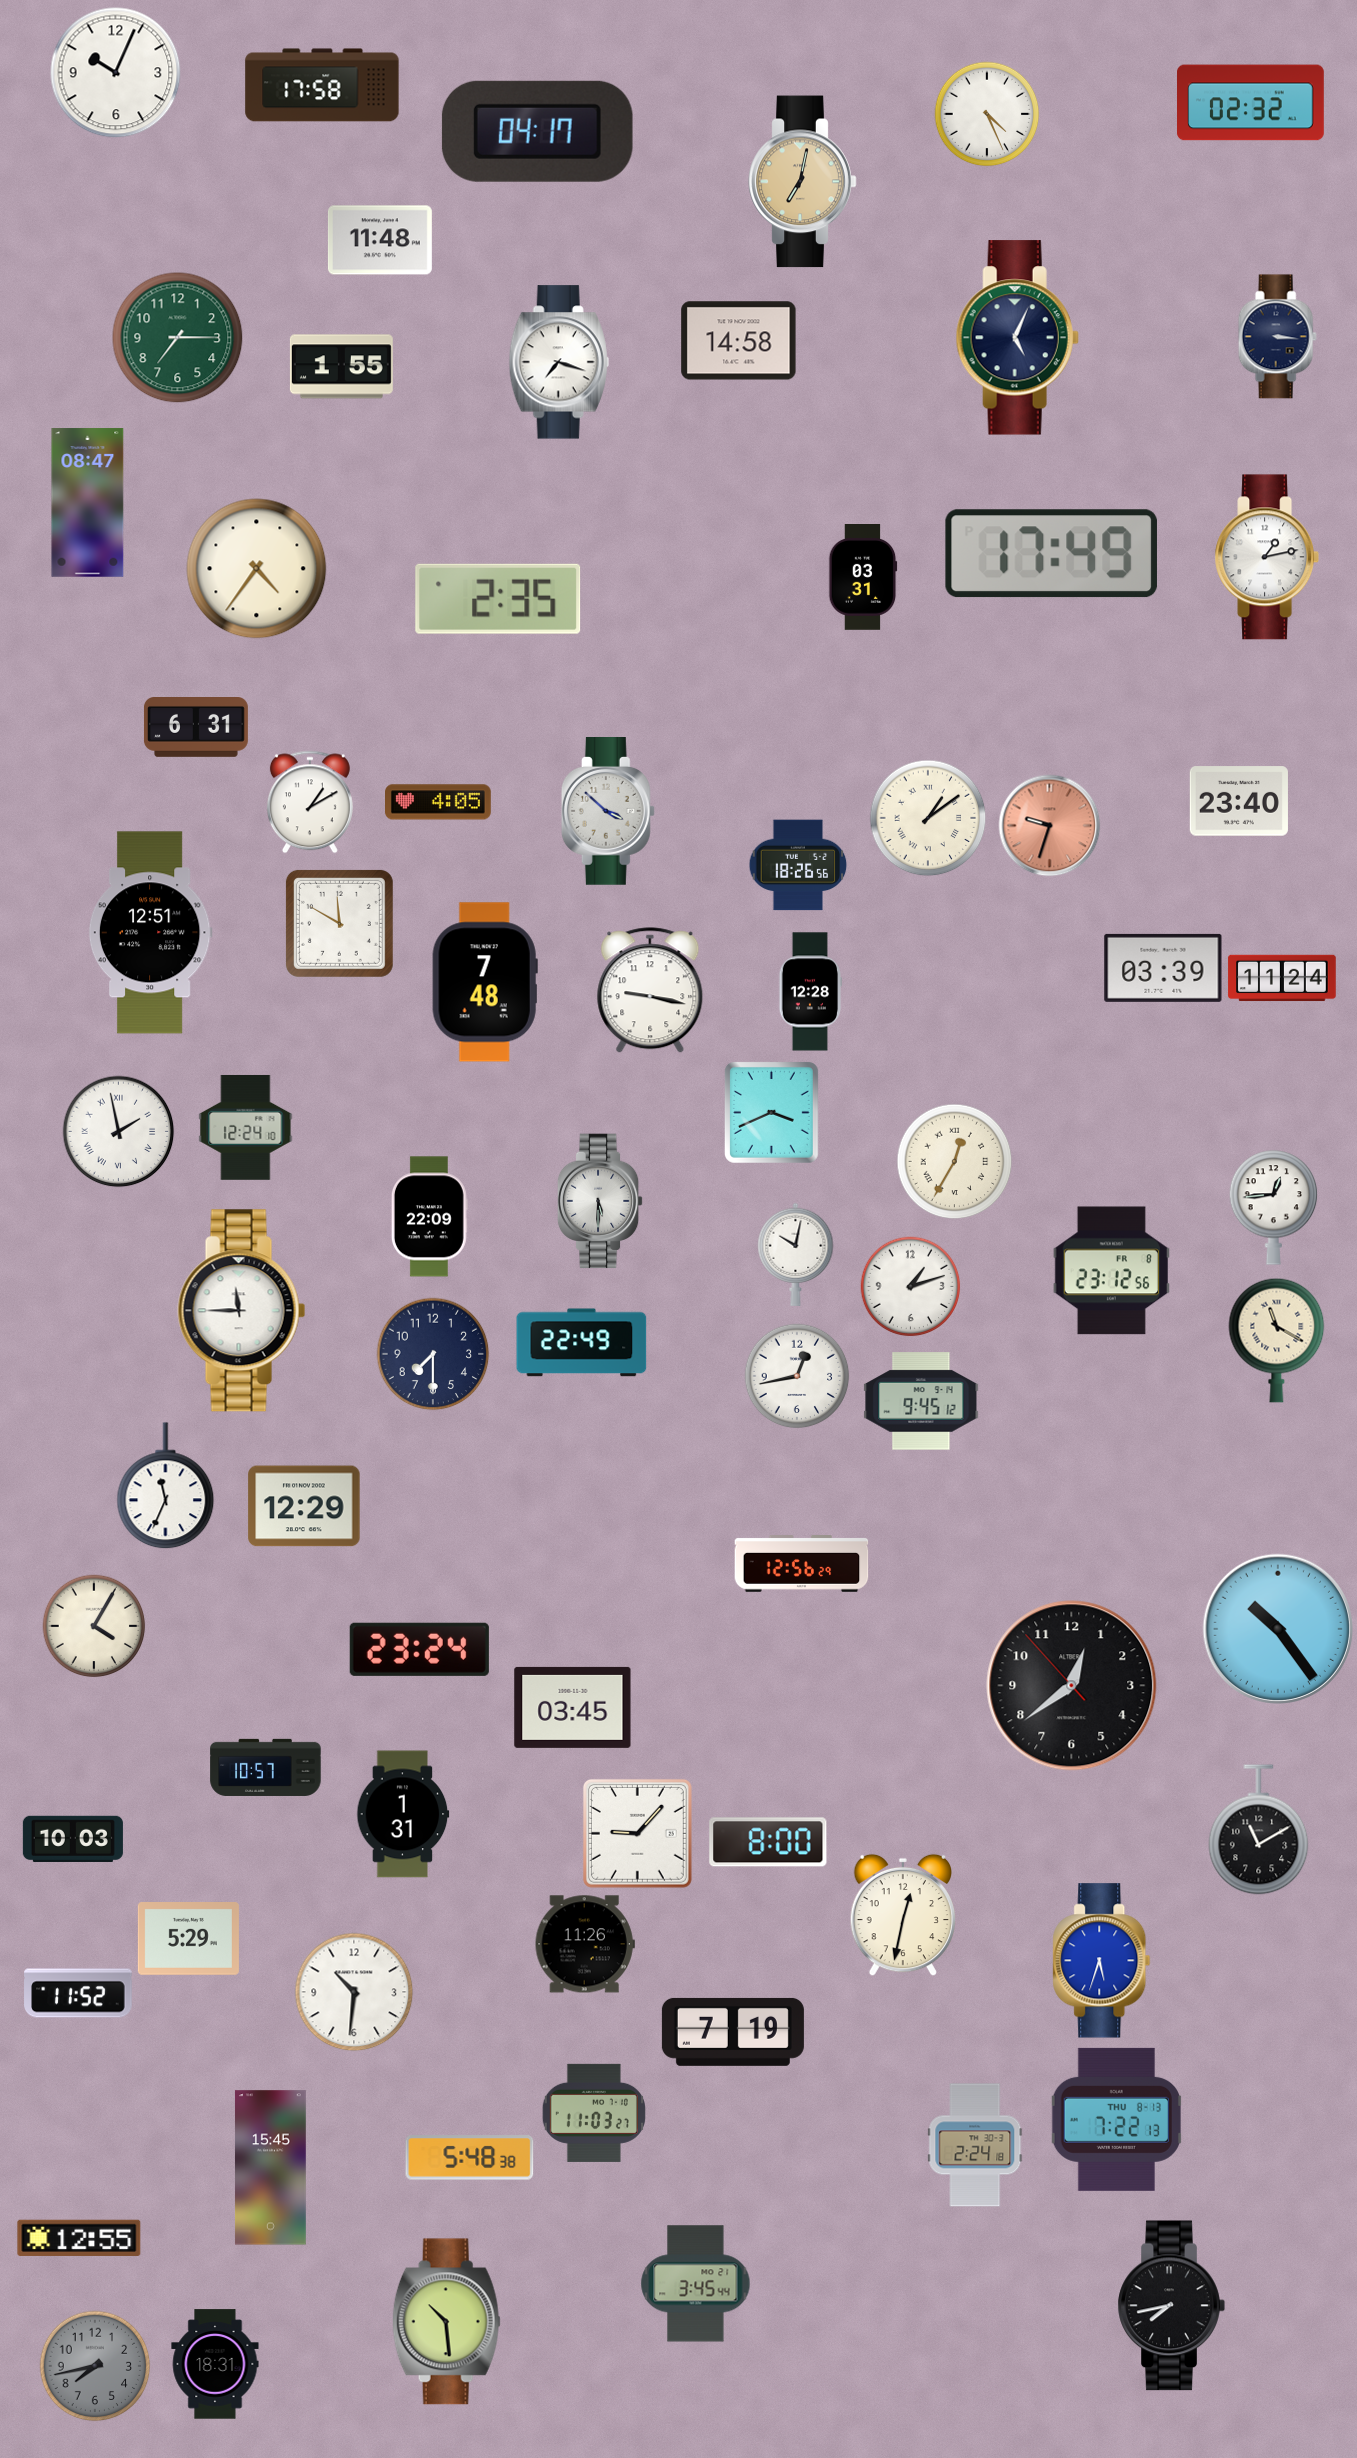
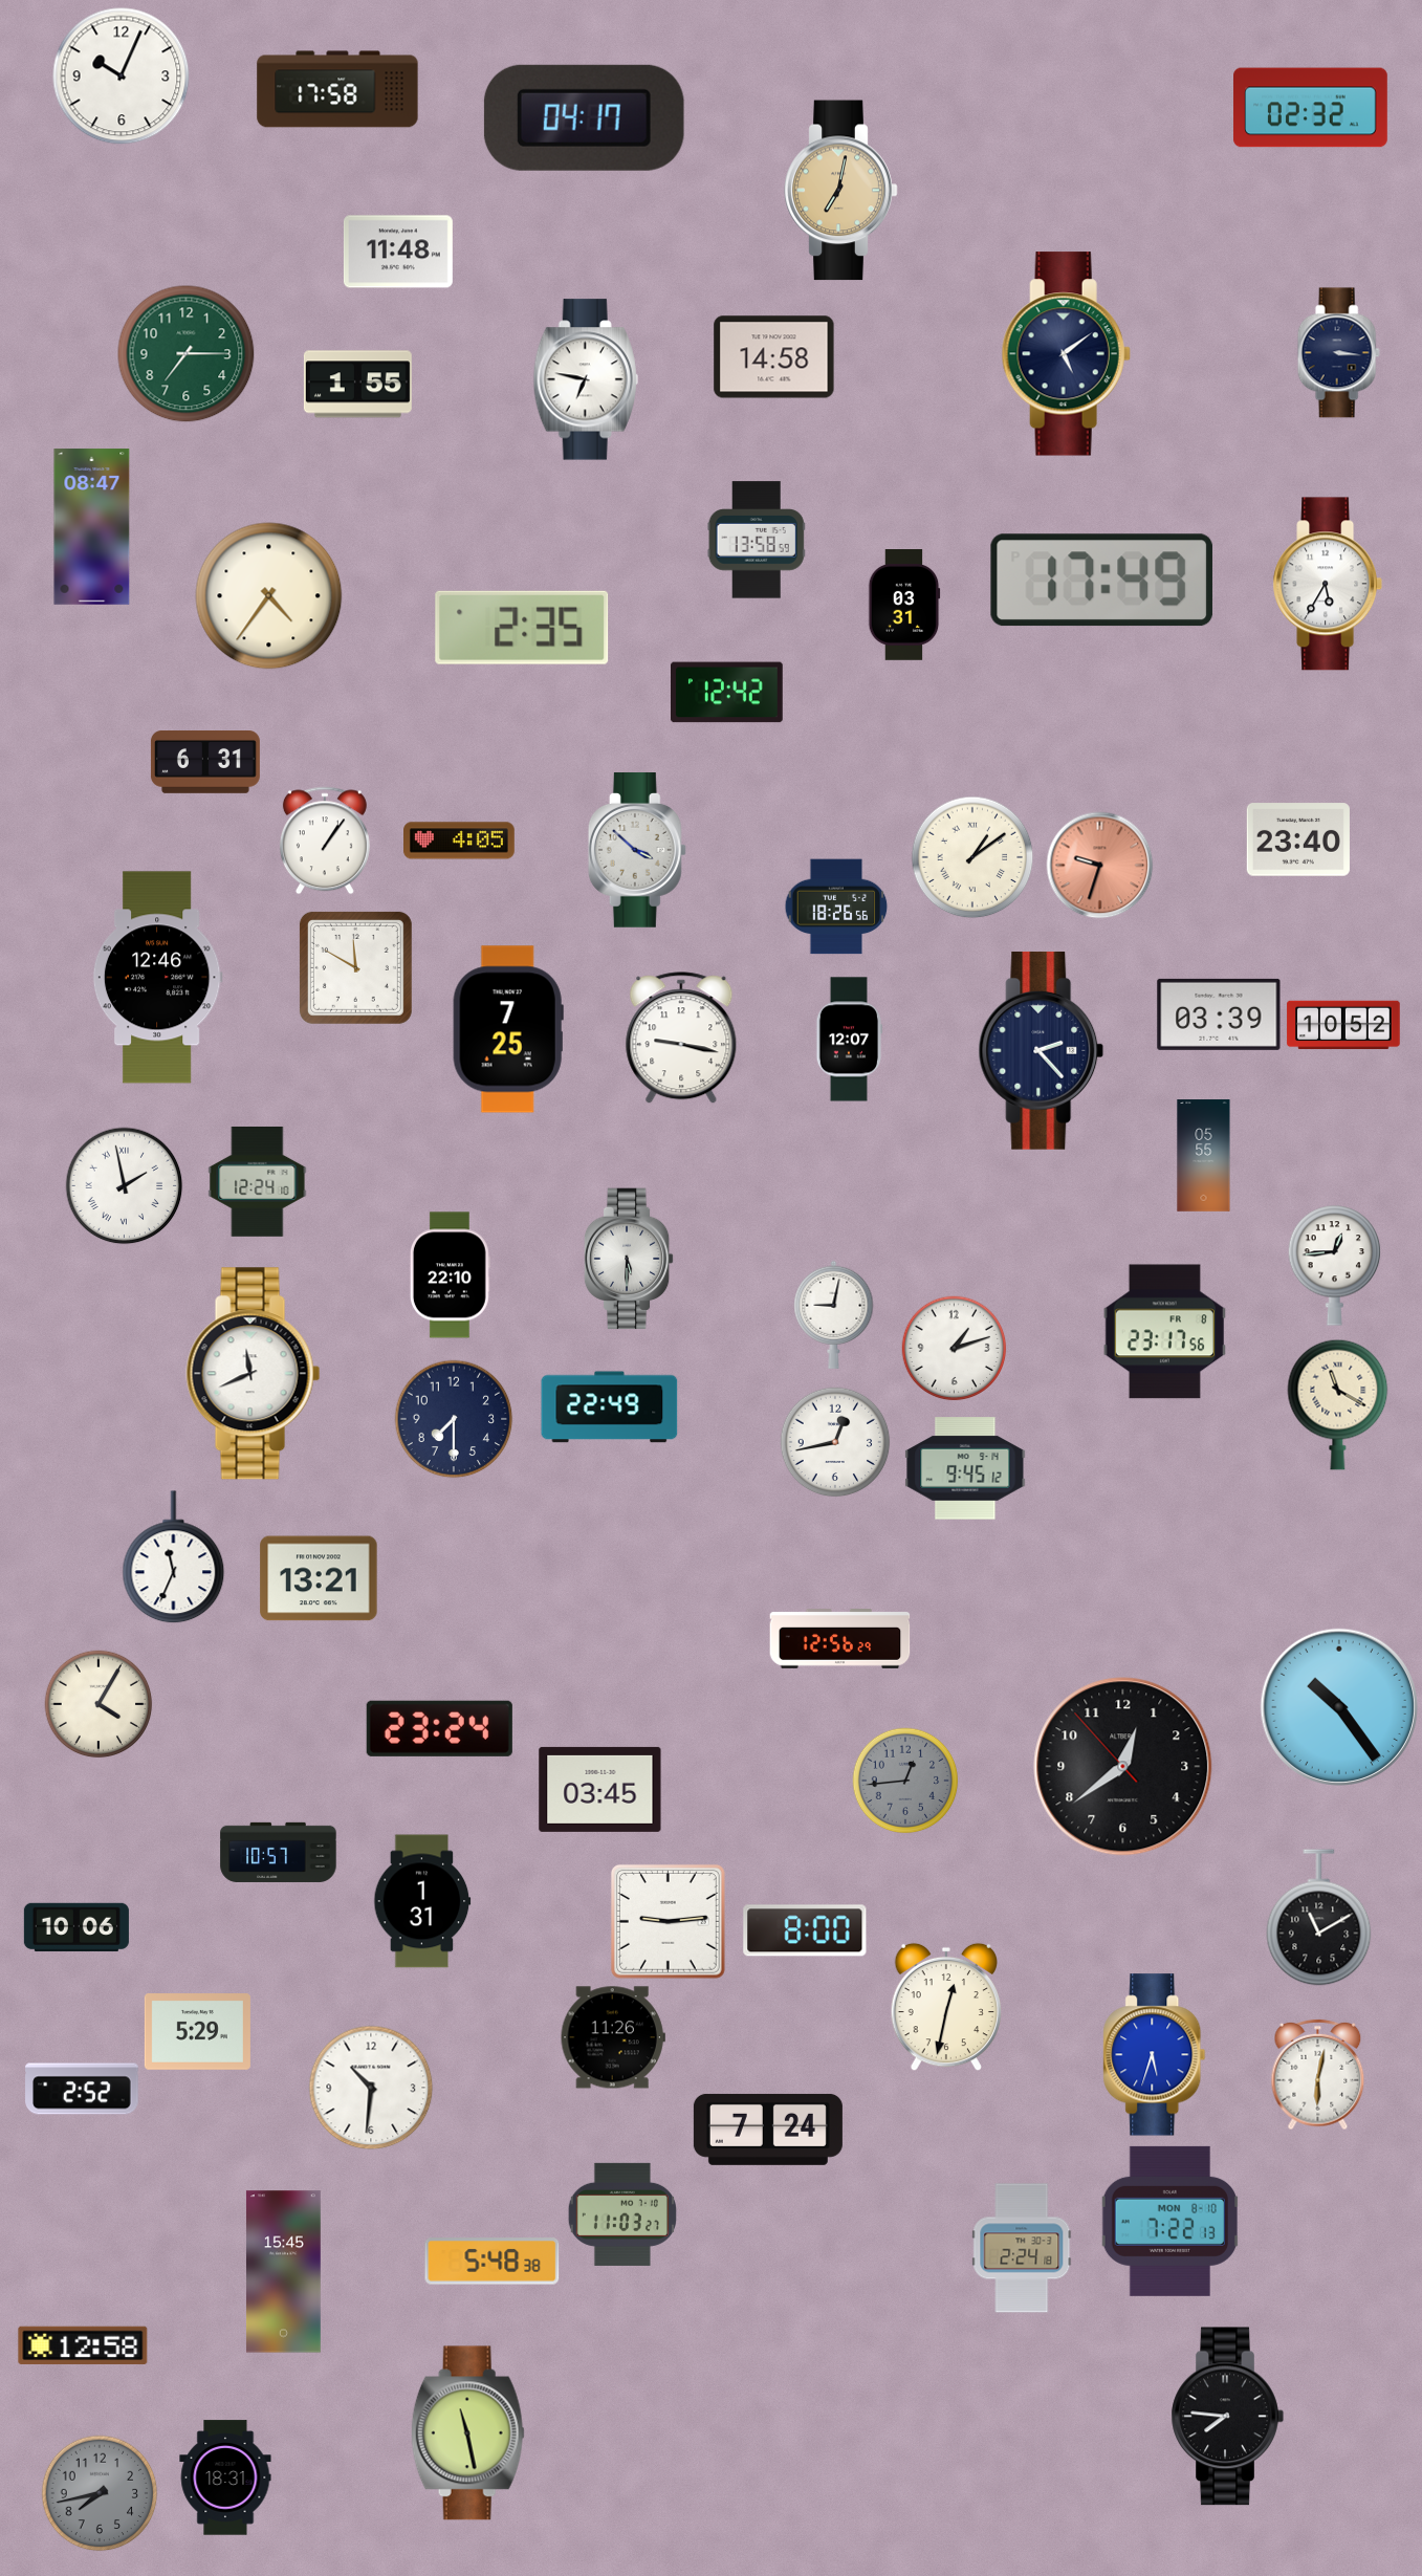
clock at (987, 114): 4:26 -> none
clock at (537, 131) position: (537, 131) -> (584, 117)
clock at (1017, 338): 5:04 -> 5:09
clock at (559, 362): 7:18 -> 6:47
clock at (757, 540): none -> 13:58
clock at (1267, 557): 1:13 -> 5:35
clock at (727, 693): none -> 12:42
clock at (310, 802): 1:10 -> 1:06
clock at (150, 933): 12:51 -> 12:46
clock at (1282, 978): 11:24 -> 10:52
clock at (485, 982): 7:48 -> 7:25
clock at (810, 992): 12:28 -> 12:07
clock at (1042, 1050): none -> 2:23
clock at (1204, 1156): none -> 05:55
clock at (771, 1112): 3:41 -> none
clock at (955, 1162): 12:35 -> none
clock at (429, 1217): 22:09 -> 22:10
clock at (796, 1254): 10:02 -> 9:02
clock at (1111, 1271): 23:12 -> 23:17
clock at (242, 1311): 11:45 -> 11:41
clock at (304, 1506): 12:29 -> 13:21
clock at (905, 1781): none -> 12:44
clock at (637, 1833): 9:07 -> 9:14
clock at (73, 1839): 10:03 -> 10:06
clock at (1318, 2075): none -> 6:02
clock at (78, 1993): 11:52 -> 2:52
clock at (733, 2032): 7:19 -> 7:24
clock at (1116, 2119) date: THU 8-13 -> MON 8-10
clock at (79, 2237): 12:55 -> 12:58
clock at (696, 2284): 3:45 -> none
clock at (1171, 2306): 7:43 -> 7:46
clock at (446, 2322): 10:29 -> 11:28
clock at (95, 2366) position: (95, 2366) -> (100, 2493)
